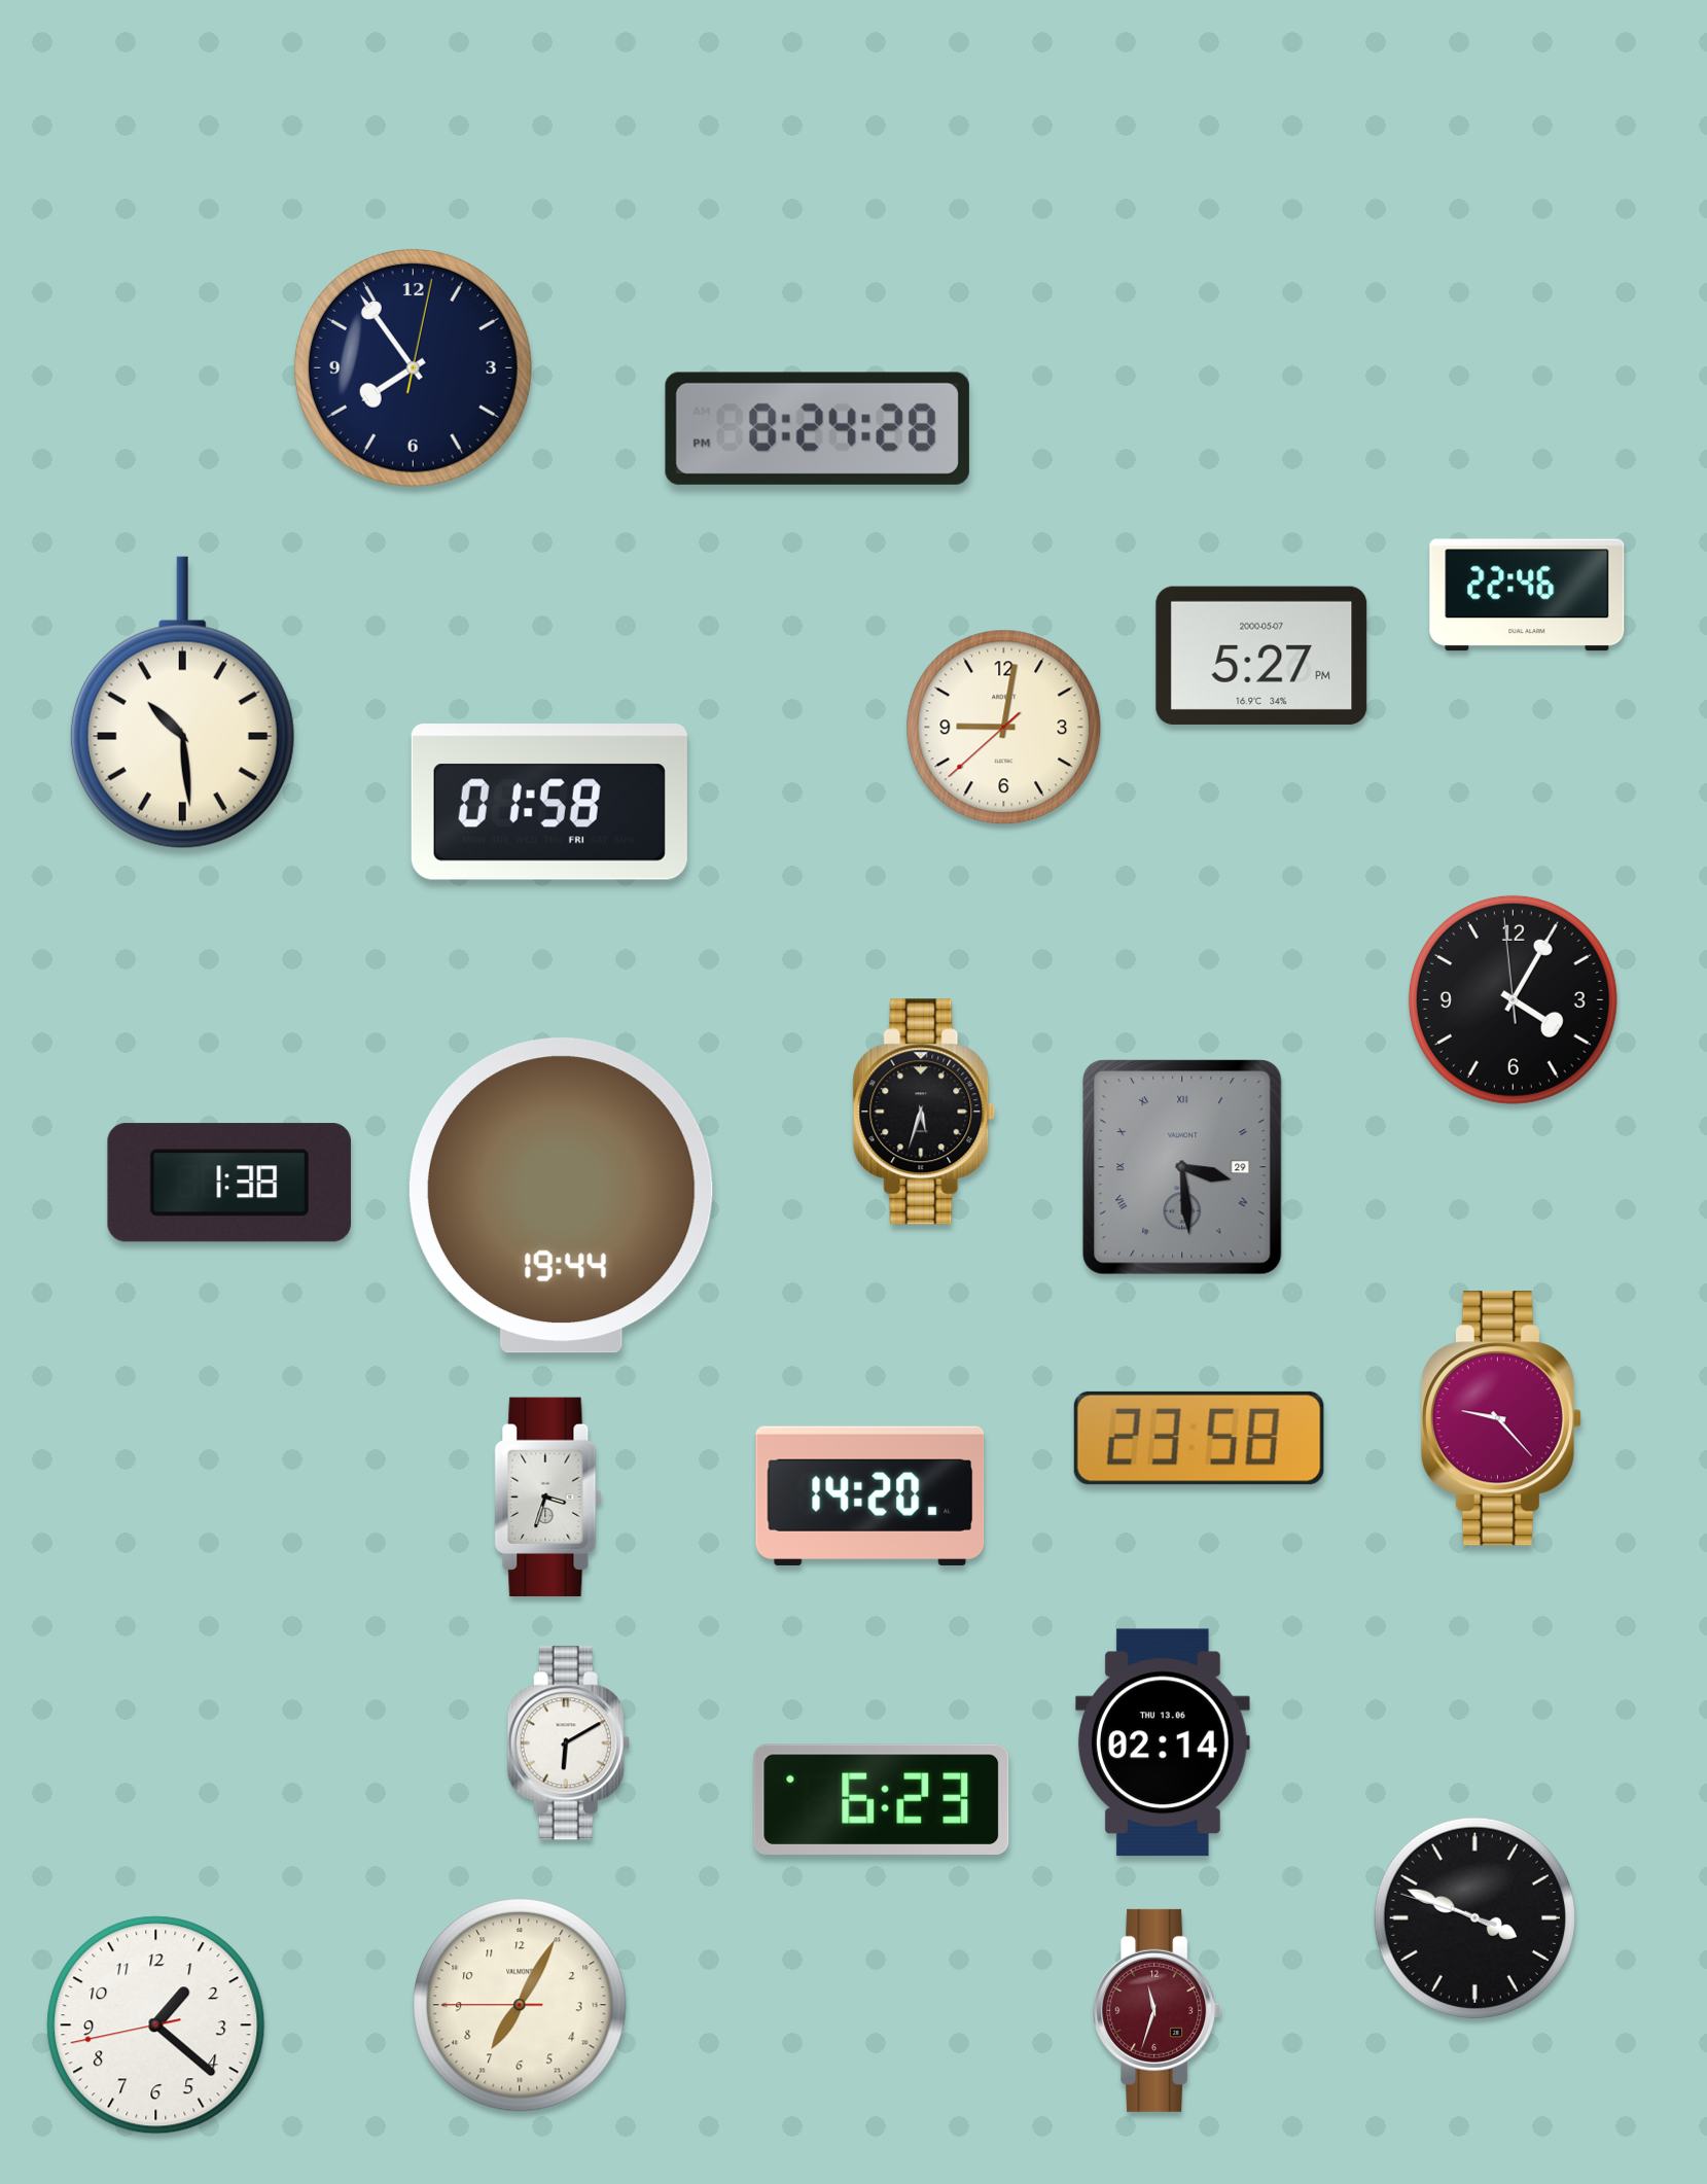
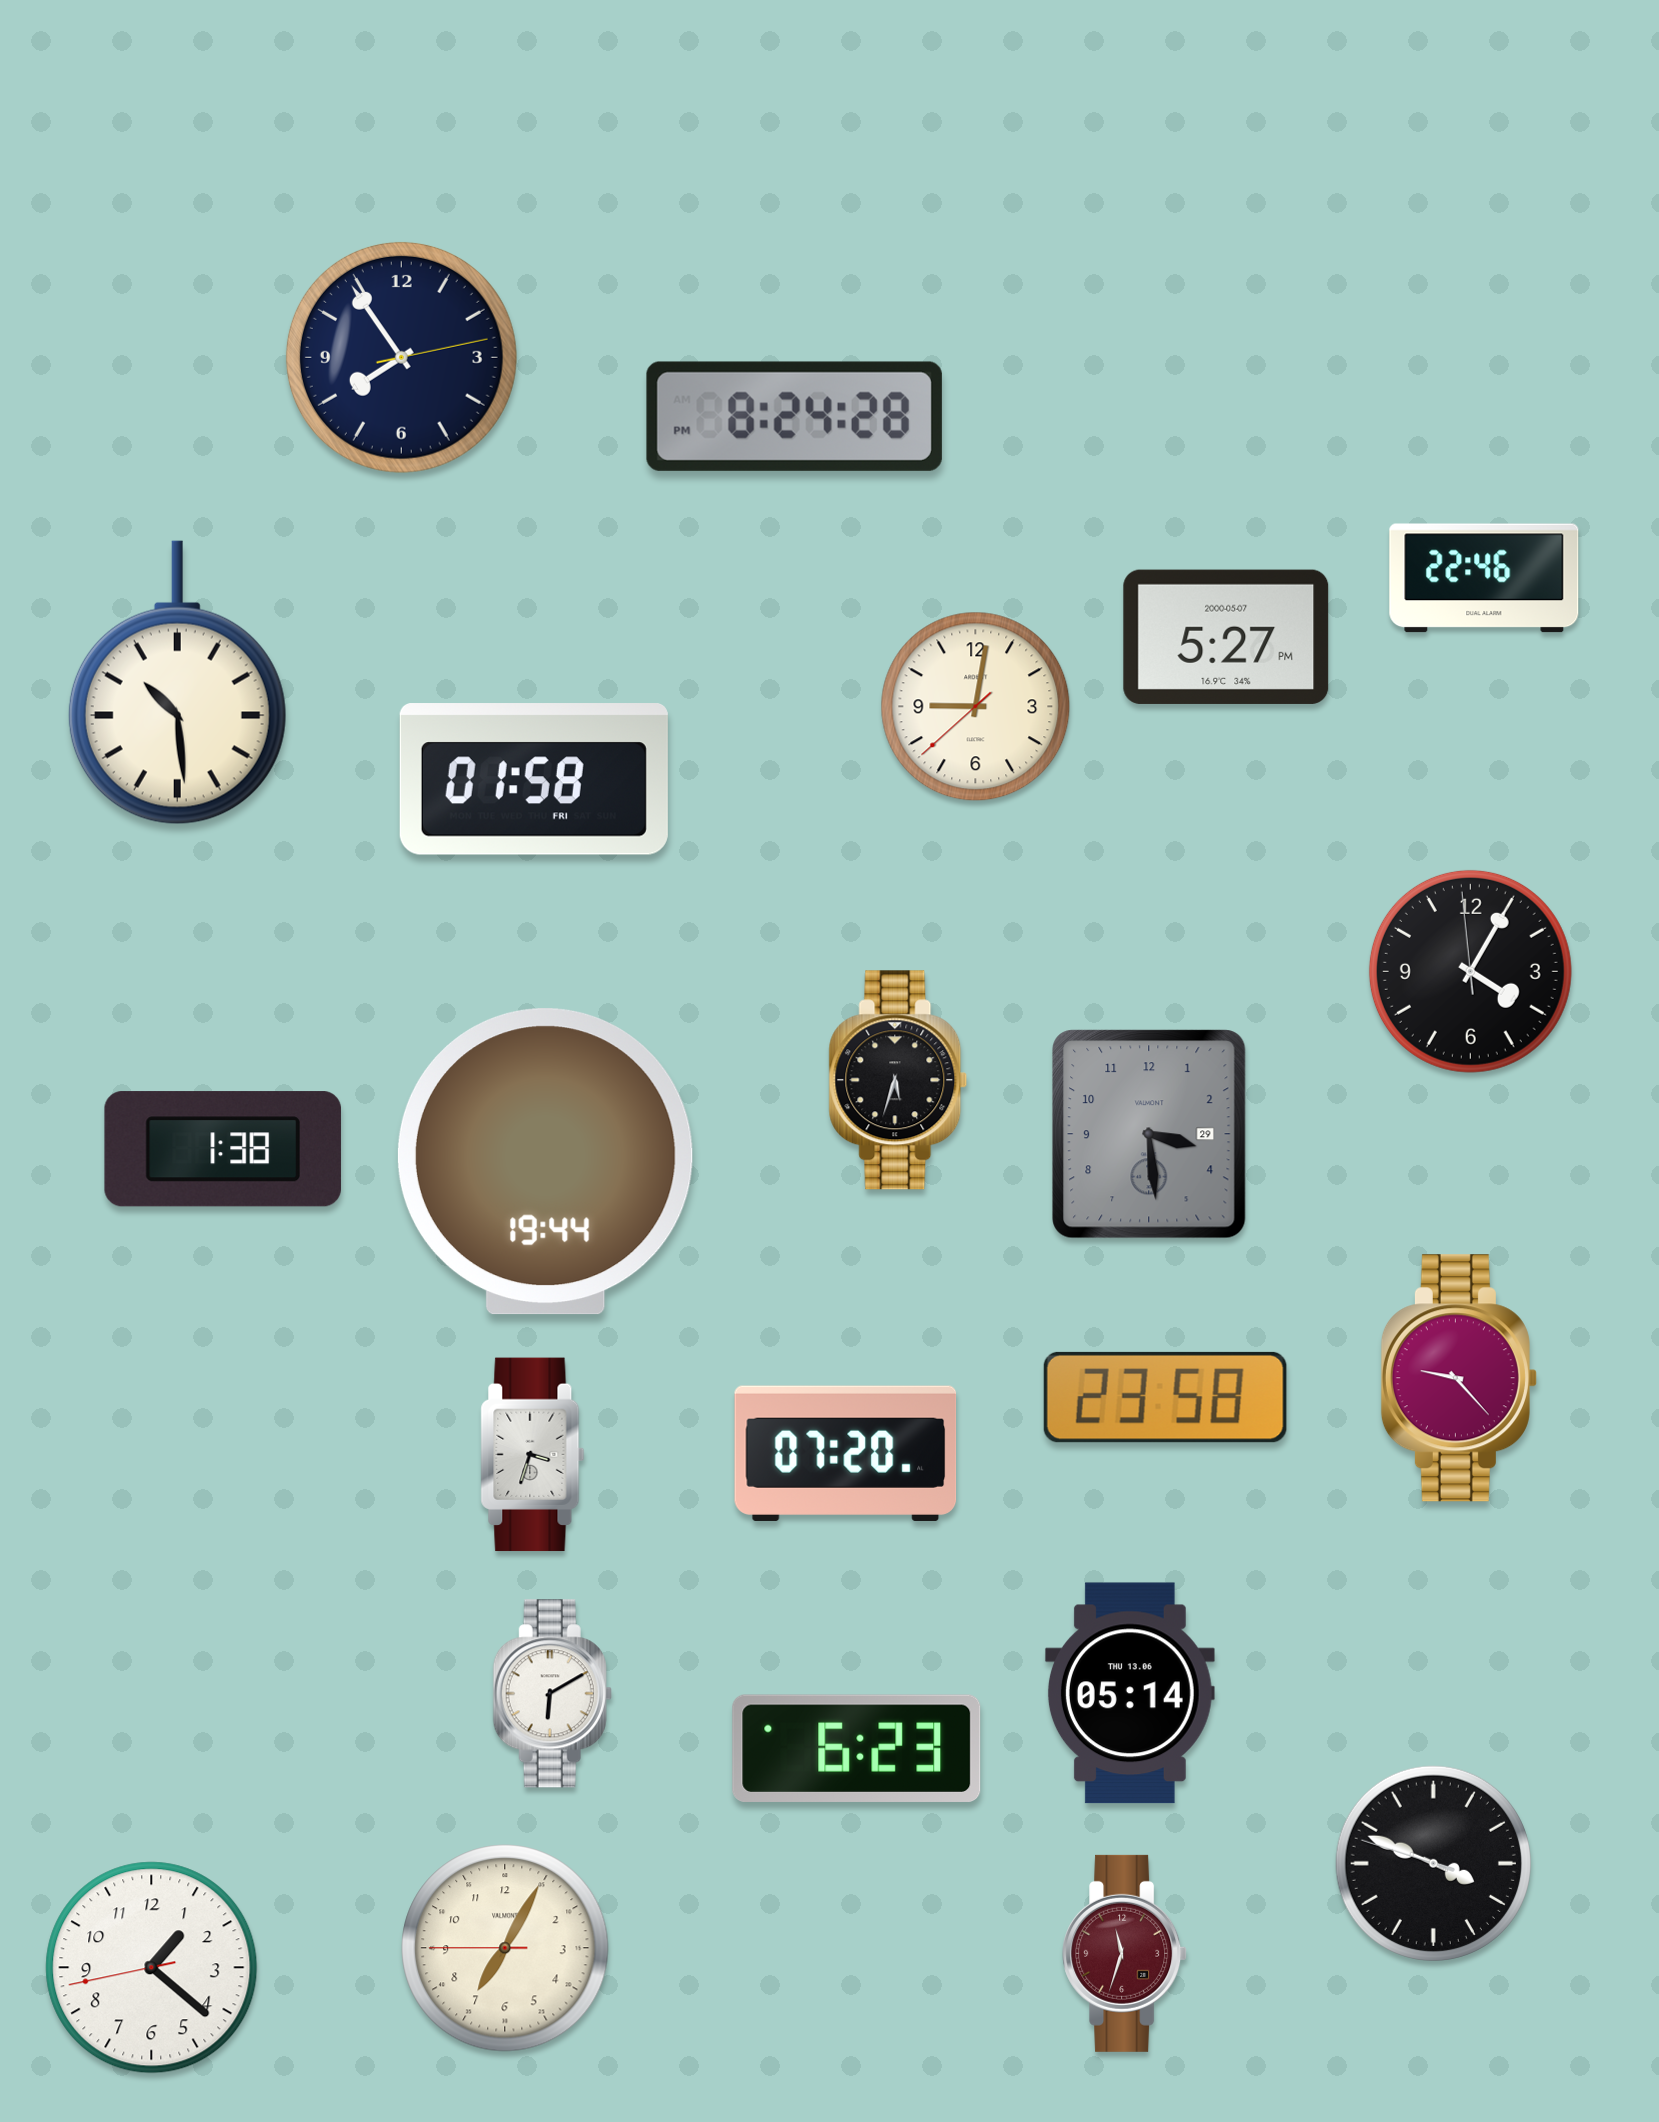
clock at (413, 367): 7:54:02 -> 7:54:13
clock at (1182, 1167) numerals: Roman -> Arabic
clock at (870, 1495): 14:20 -> 07:20
clock at (1163, 1742): 02:14 -> 05:14
